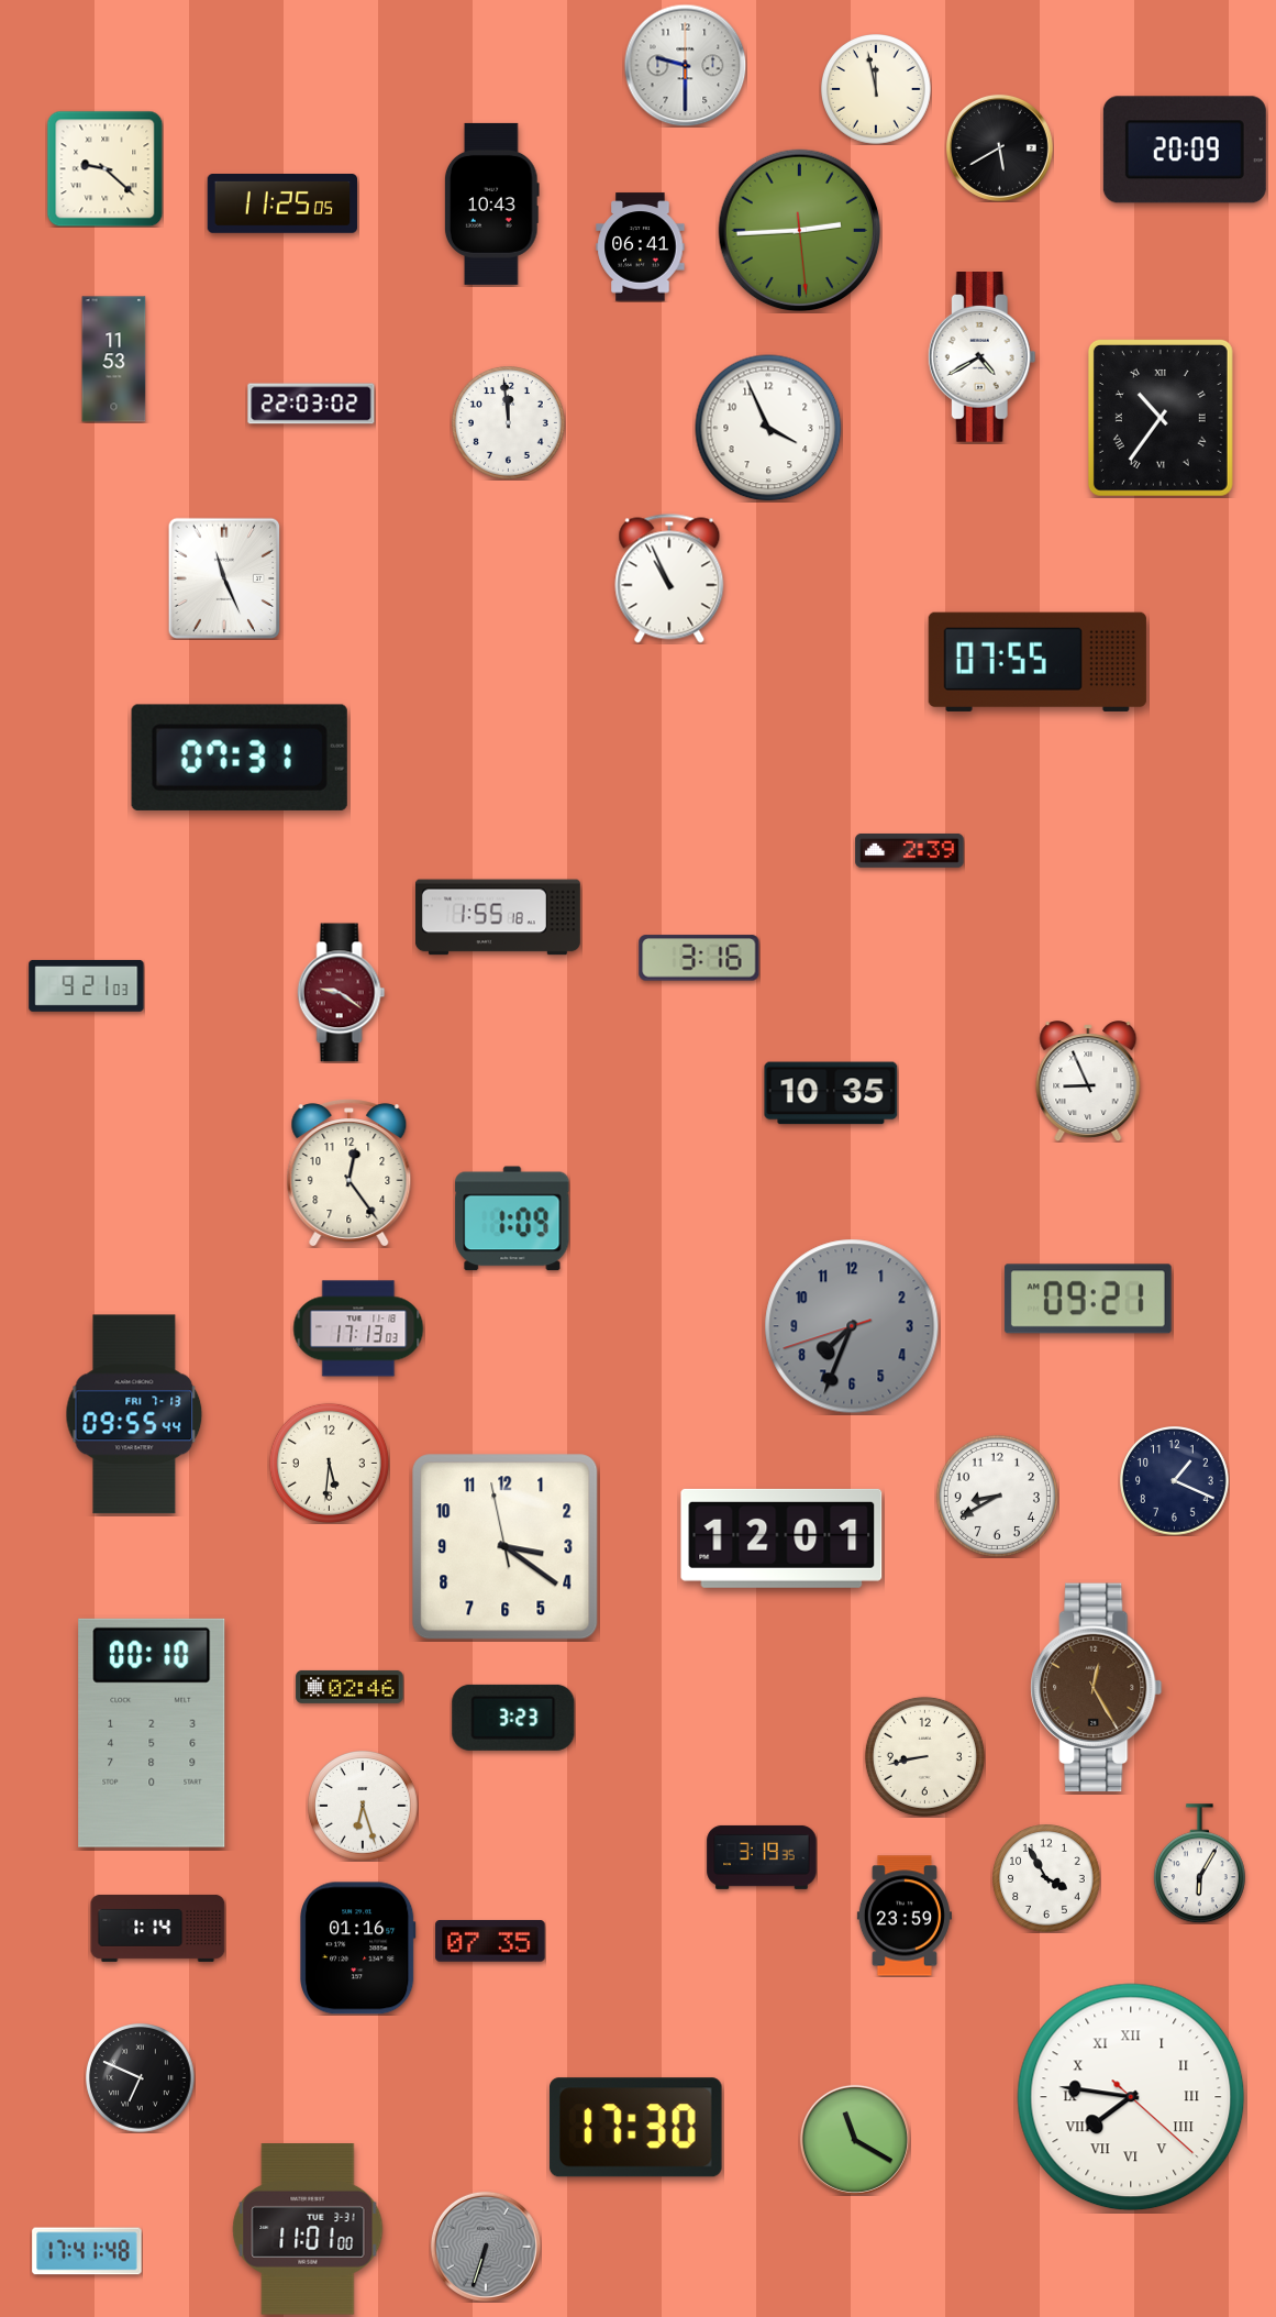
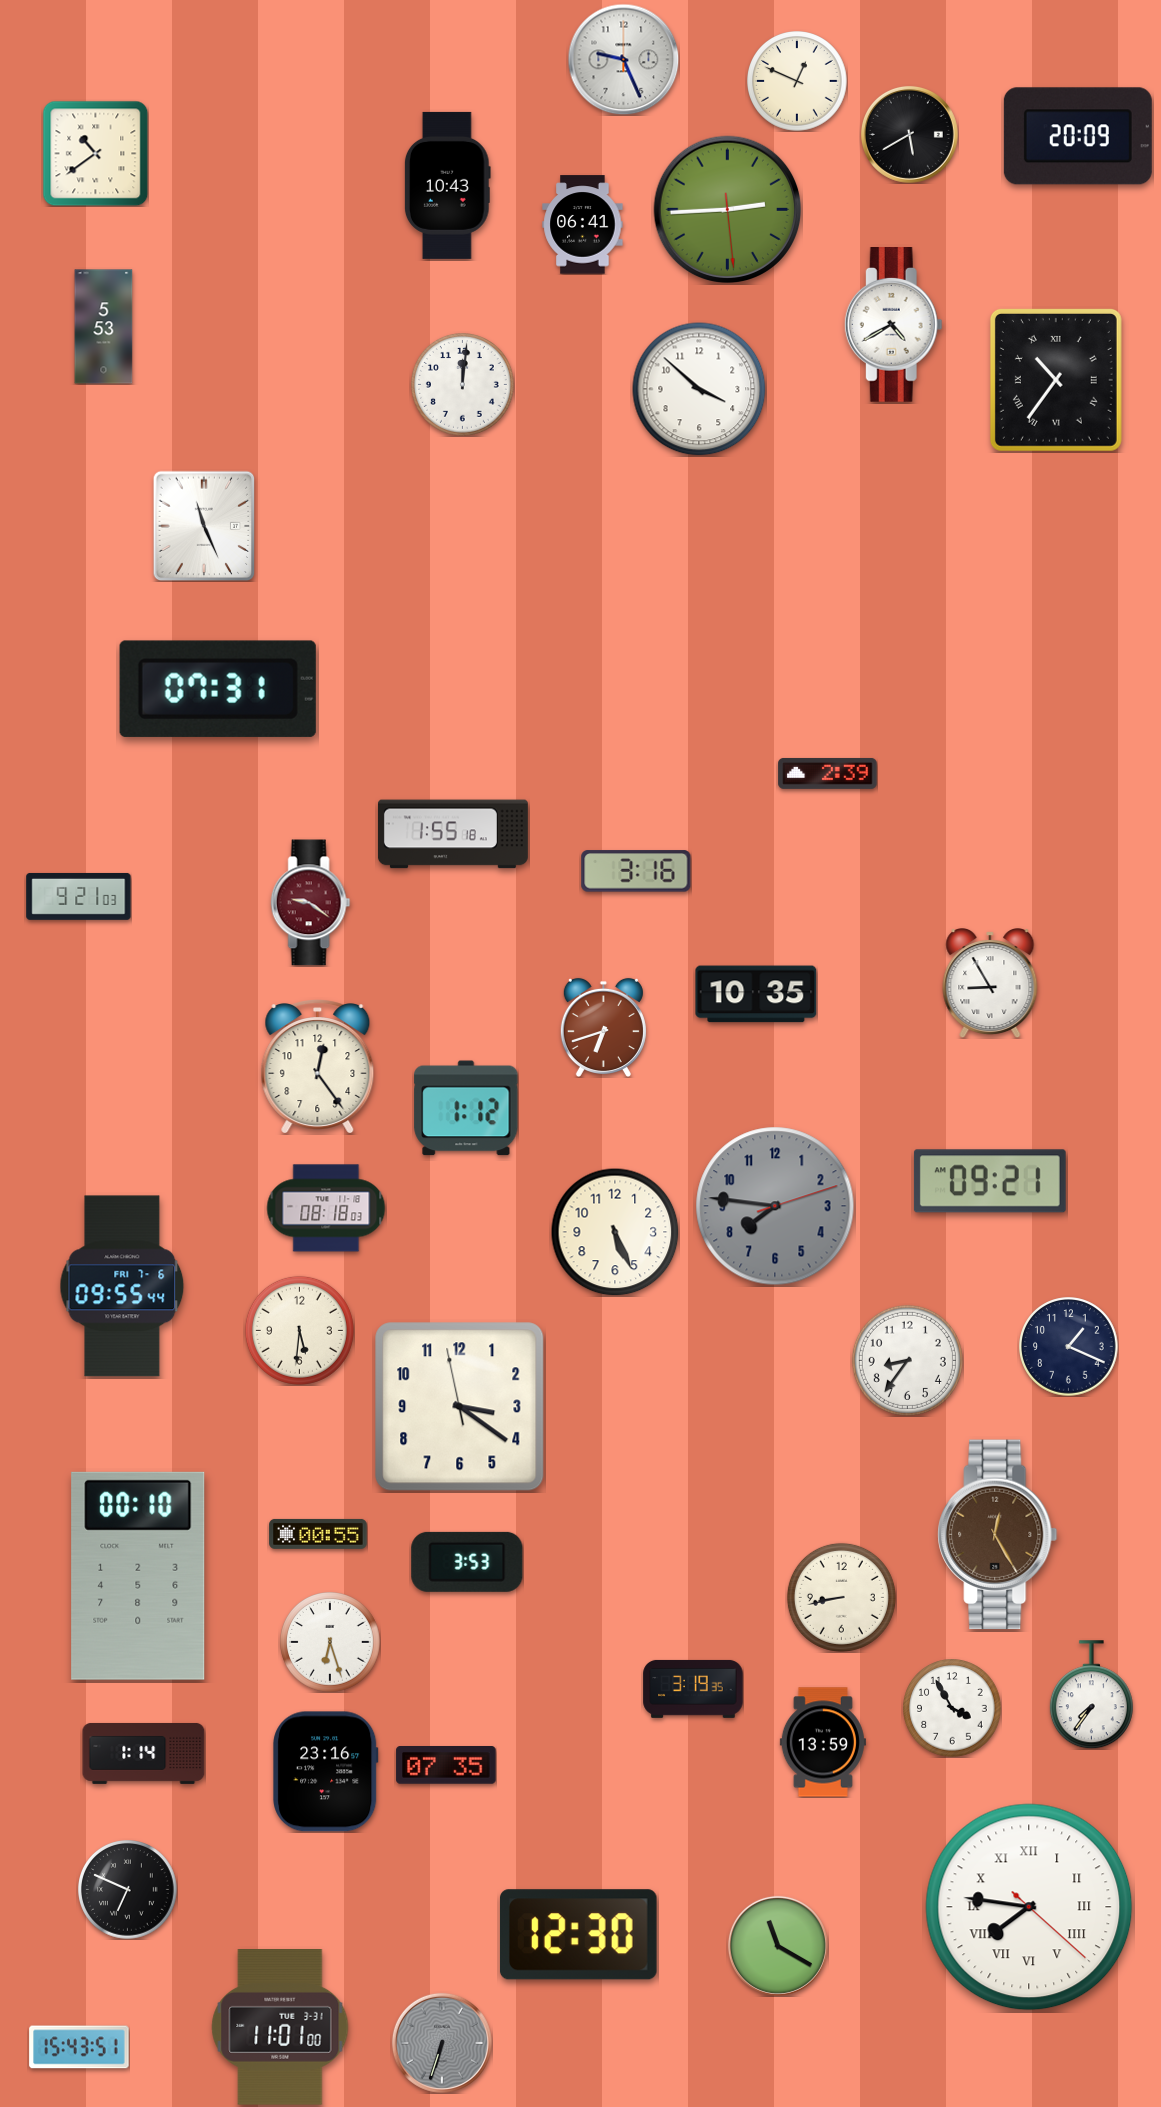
clock at (685, 65): 9:30 -> 9:26
clock at (877, 90): 11:58 -> 12:49
clock at (104, 168): 9:22 -> 10:39
clock at (282, 205): 11:25 -> none
clock at (114, 360): 11:53 -> 5:53
clock at (311, 404): 22:03 -> none
clock at (508, 422): 11:59 -> 12:01
clock at (768, 428): 3:56 -> 3:52
clock at (669, 578): 10:56 -> none
clock at (1038, 662): 07:55 -> none
clock at (1088, 1082): 8:56 -> 8:55
clock at (603, 1027): none -> 6:42
clock at (512, 1218): 1:09 -> 1:12
clock at (852, 1326): 7:33 -> 7:46
clock at (358, 1328): 17:13 -> 08:18
clock at (615, 1232): none -> 5:26
clock at (134, 1414) date: FRI 7-13 -> FRI 7-6
clock at (997, 1496): 8:40 -> 8:36
clock at (781, 1538): 12:01 -> none
clock at (349, 1687): 02:46 -> 00:55
clock at (513, 1718): 3:23 -> 3:53
clock at (1199, 1864): 6:05 -> 7:36
clock at (905, 1916): 23:59 -> 13:59
clock at (358, 1949): 01:16 -> 23:16
clock at (635, 2128): 17:30 -> 12:30
clock at (87, 2251): 17:41 -> 15:43
